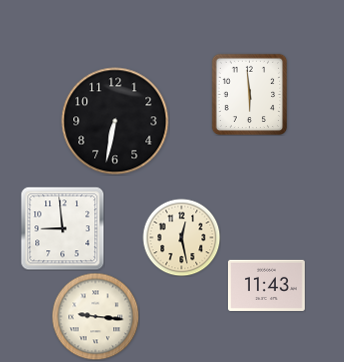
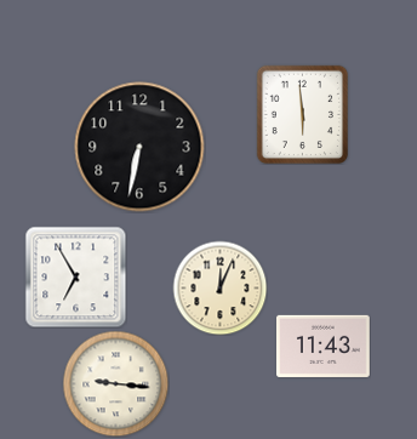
clock at (62, 228): 8:59 -> 6:55
clock at (181, 237): 12:28 -> 12:04
